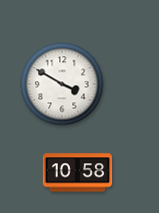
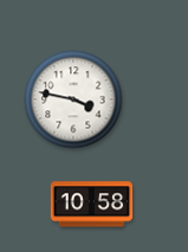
clock at (62, 84): 3:50 -> 3:47
